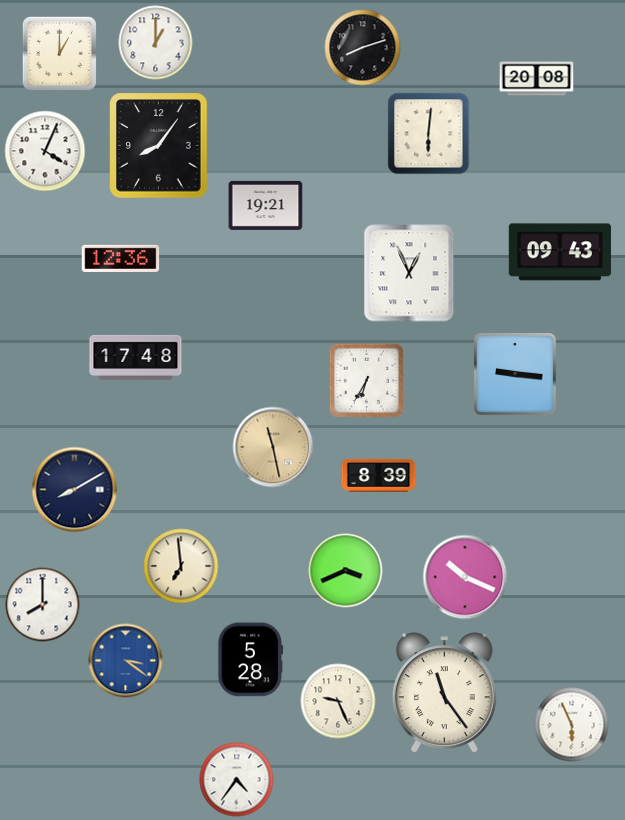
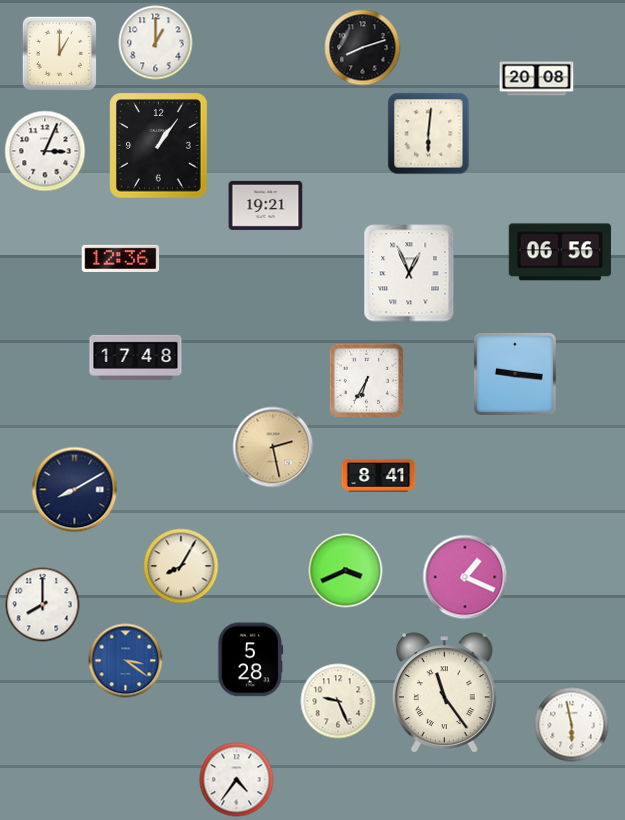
clock at (159, 146): 8:06 -> 1:06
clock at (45, 151): 4:04 -> 3:04
clock at (560, 252): 09:43 -> 06:56
clock at (273, 447): 11:28 -> 2:28
clock at (379, 475): 8:39 -> 8:41
clock at (181, 566): 6:59 -> 8:05
clock at (465, 577): 10:19 -> 1:19
clock at (572, 725): 5:56 -> 5:58
